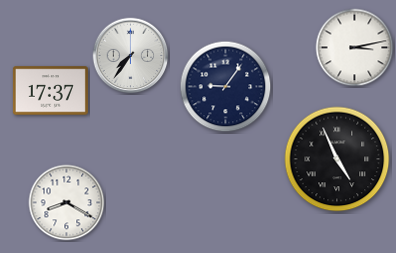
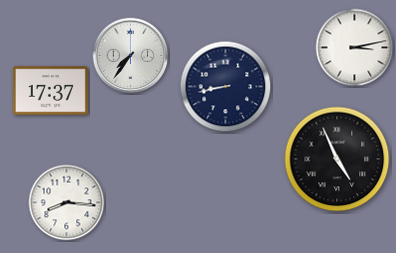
clock at (226, 87): 9:06 -> 8:43
clock at (67, 203): 8:20 -> 8:16
